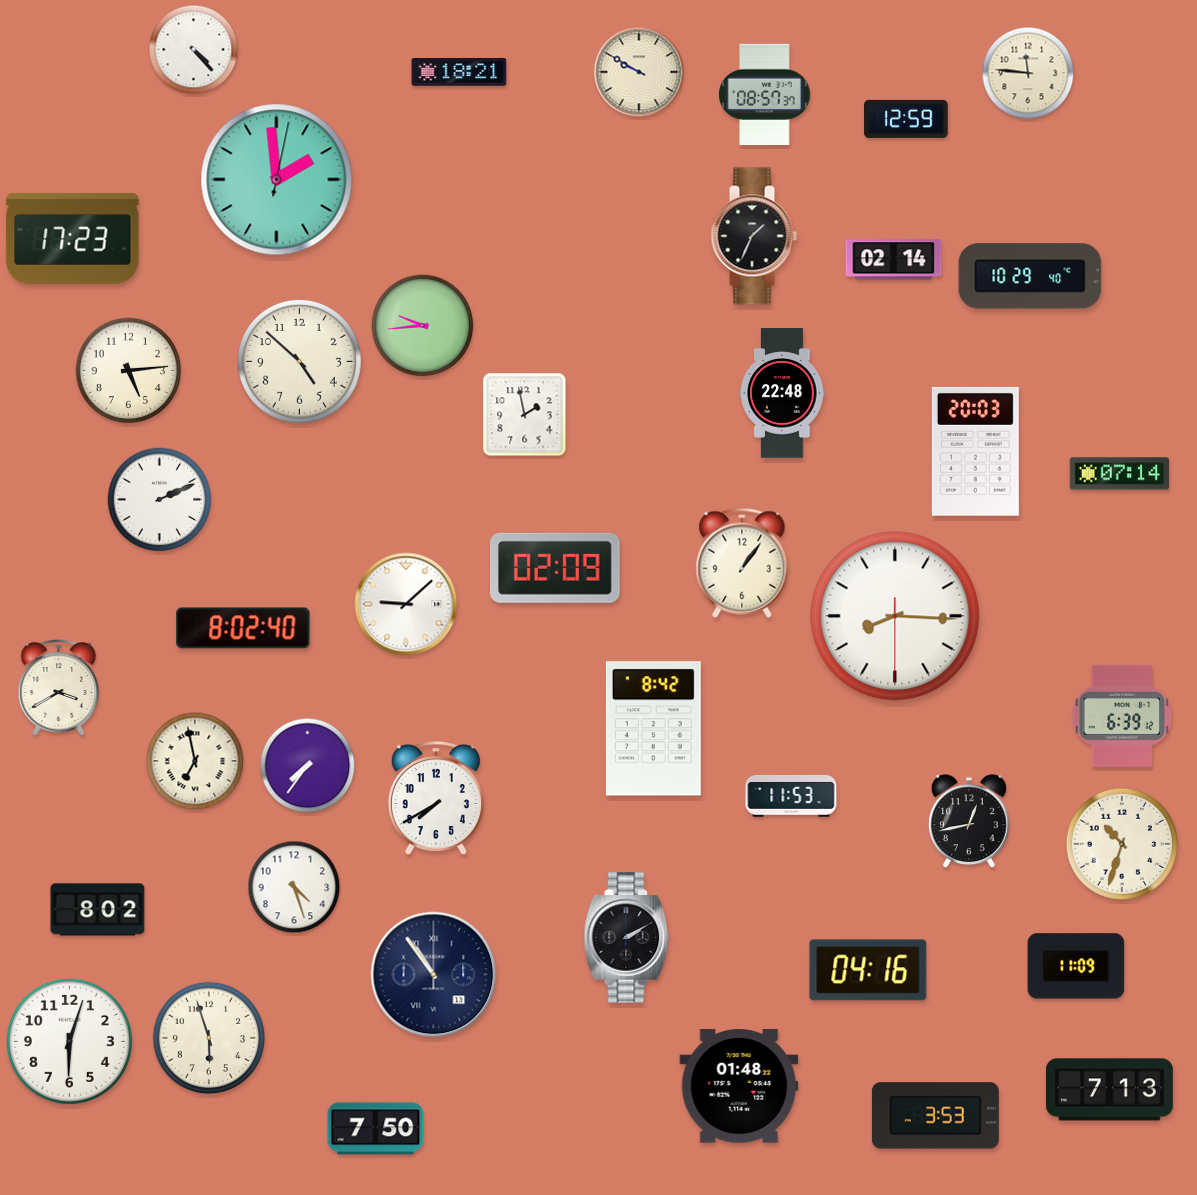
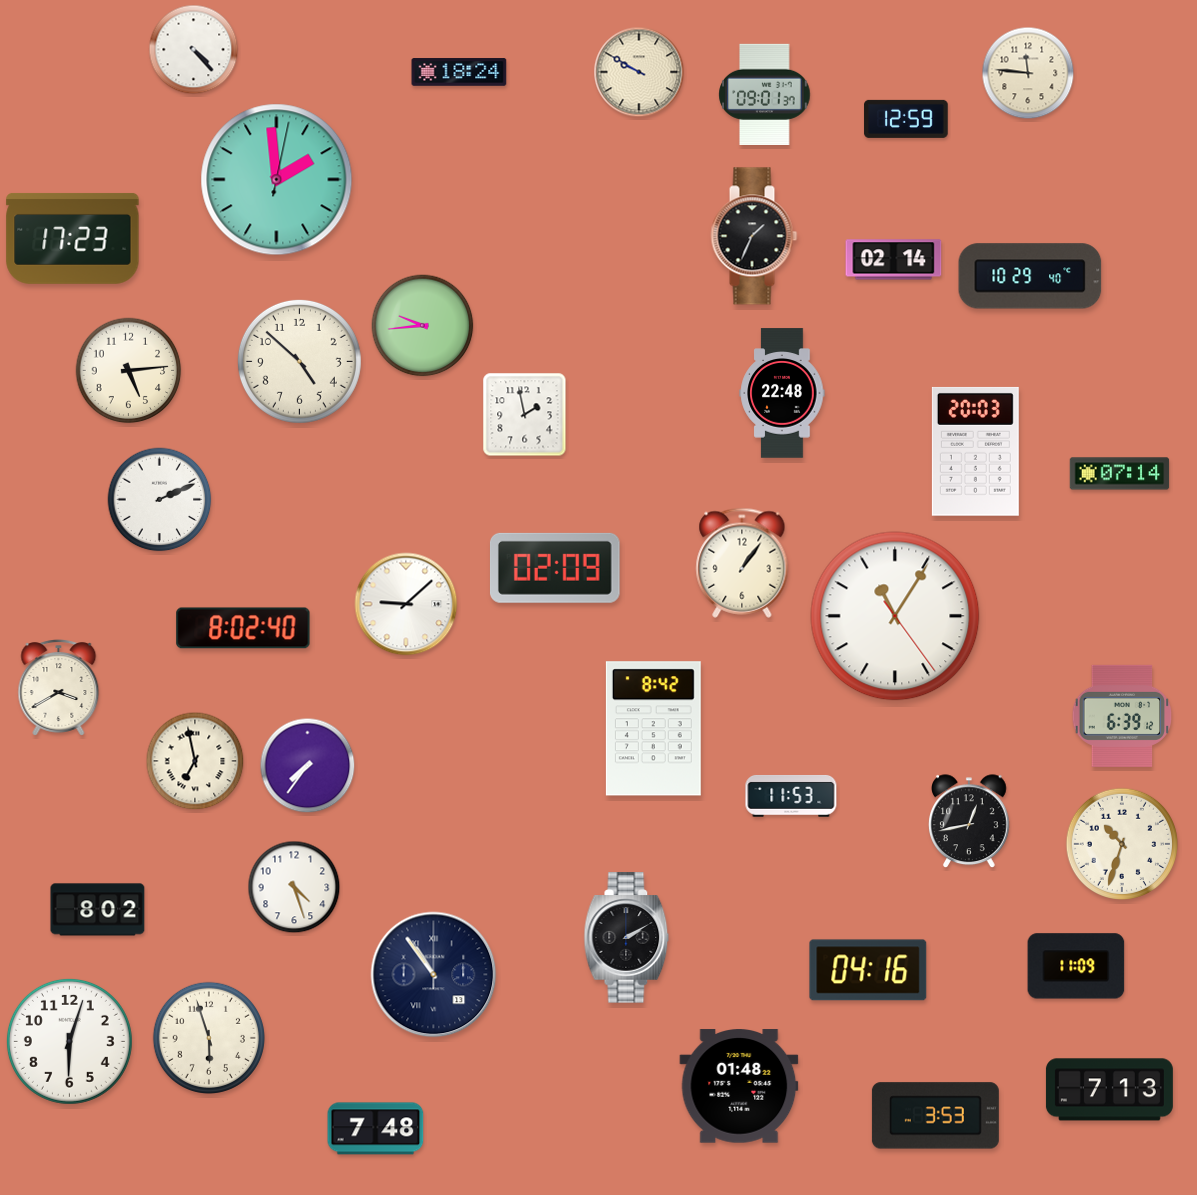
clock at (459, 72): 18:21 -> 18:24
clock at (765, 94): 08:57 -> 09:01
clock at (895, 616): 8:15 -> 11:05
clock at (436, 799): 7:40 -> none
clock at (376, 1129): 7:50 -> 7:48
